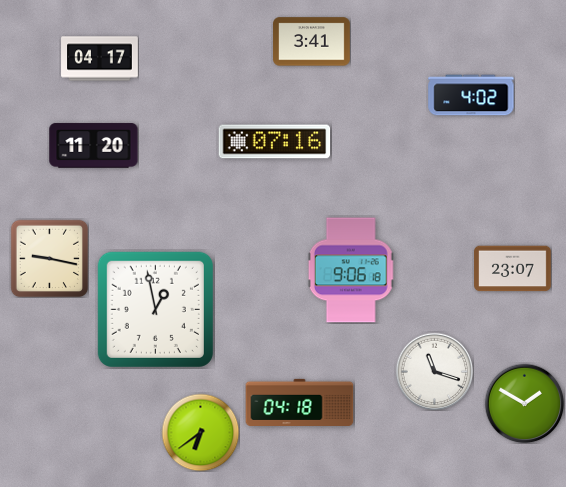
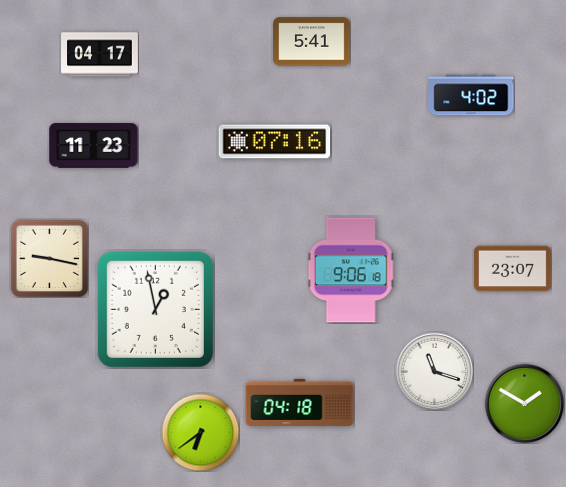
clock at (312, 42): 3:41 -> 5:41
clock at (100, 59) position: (100, 59) -> (100, 55)
clock at (94, 146): 11:20 -> 11:23
